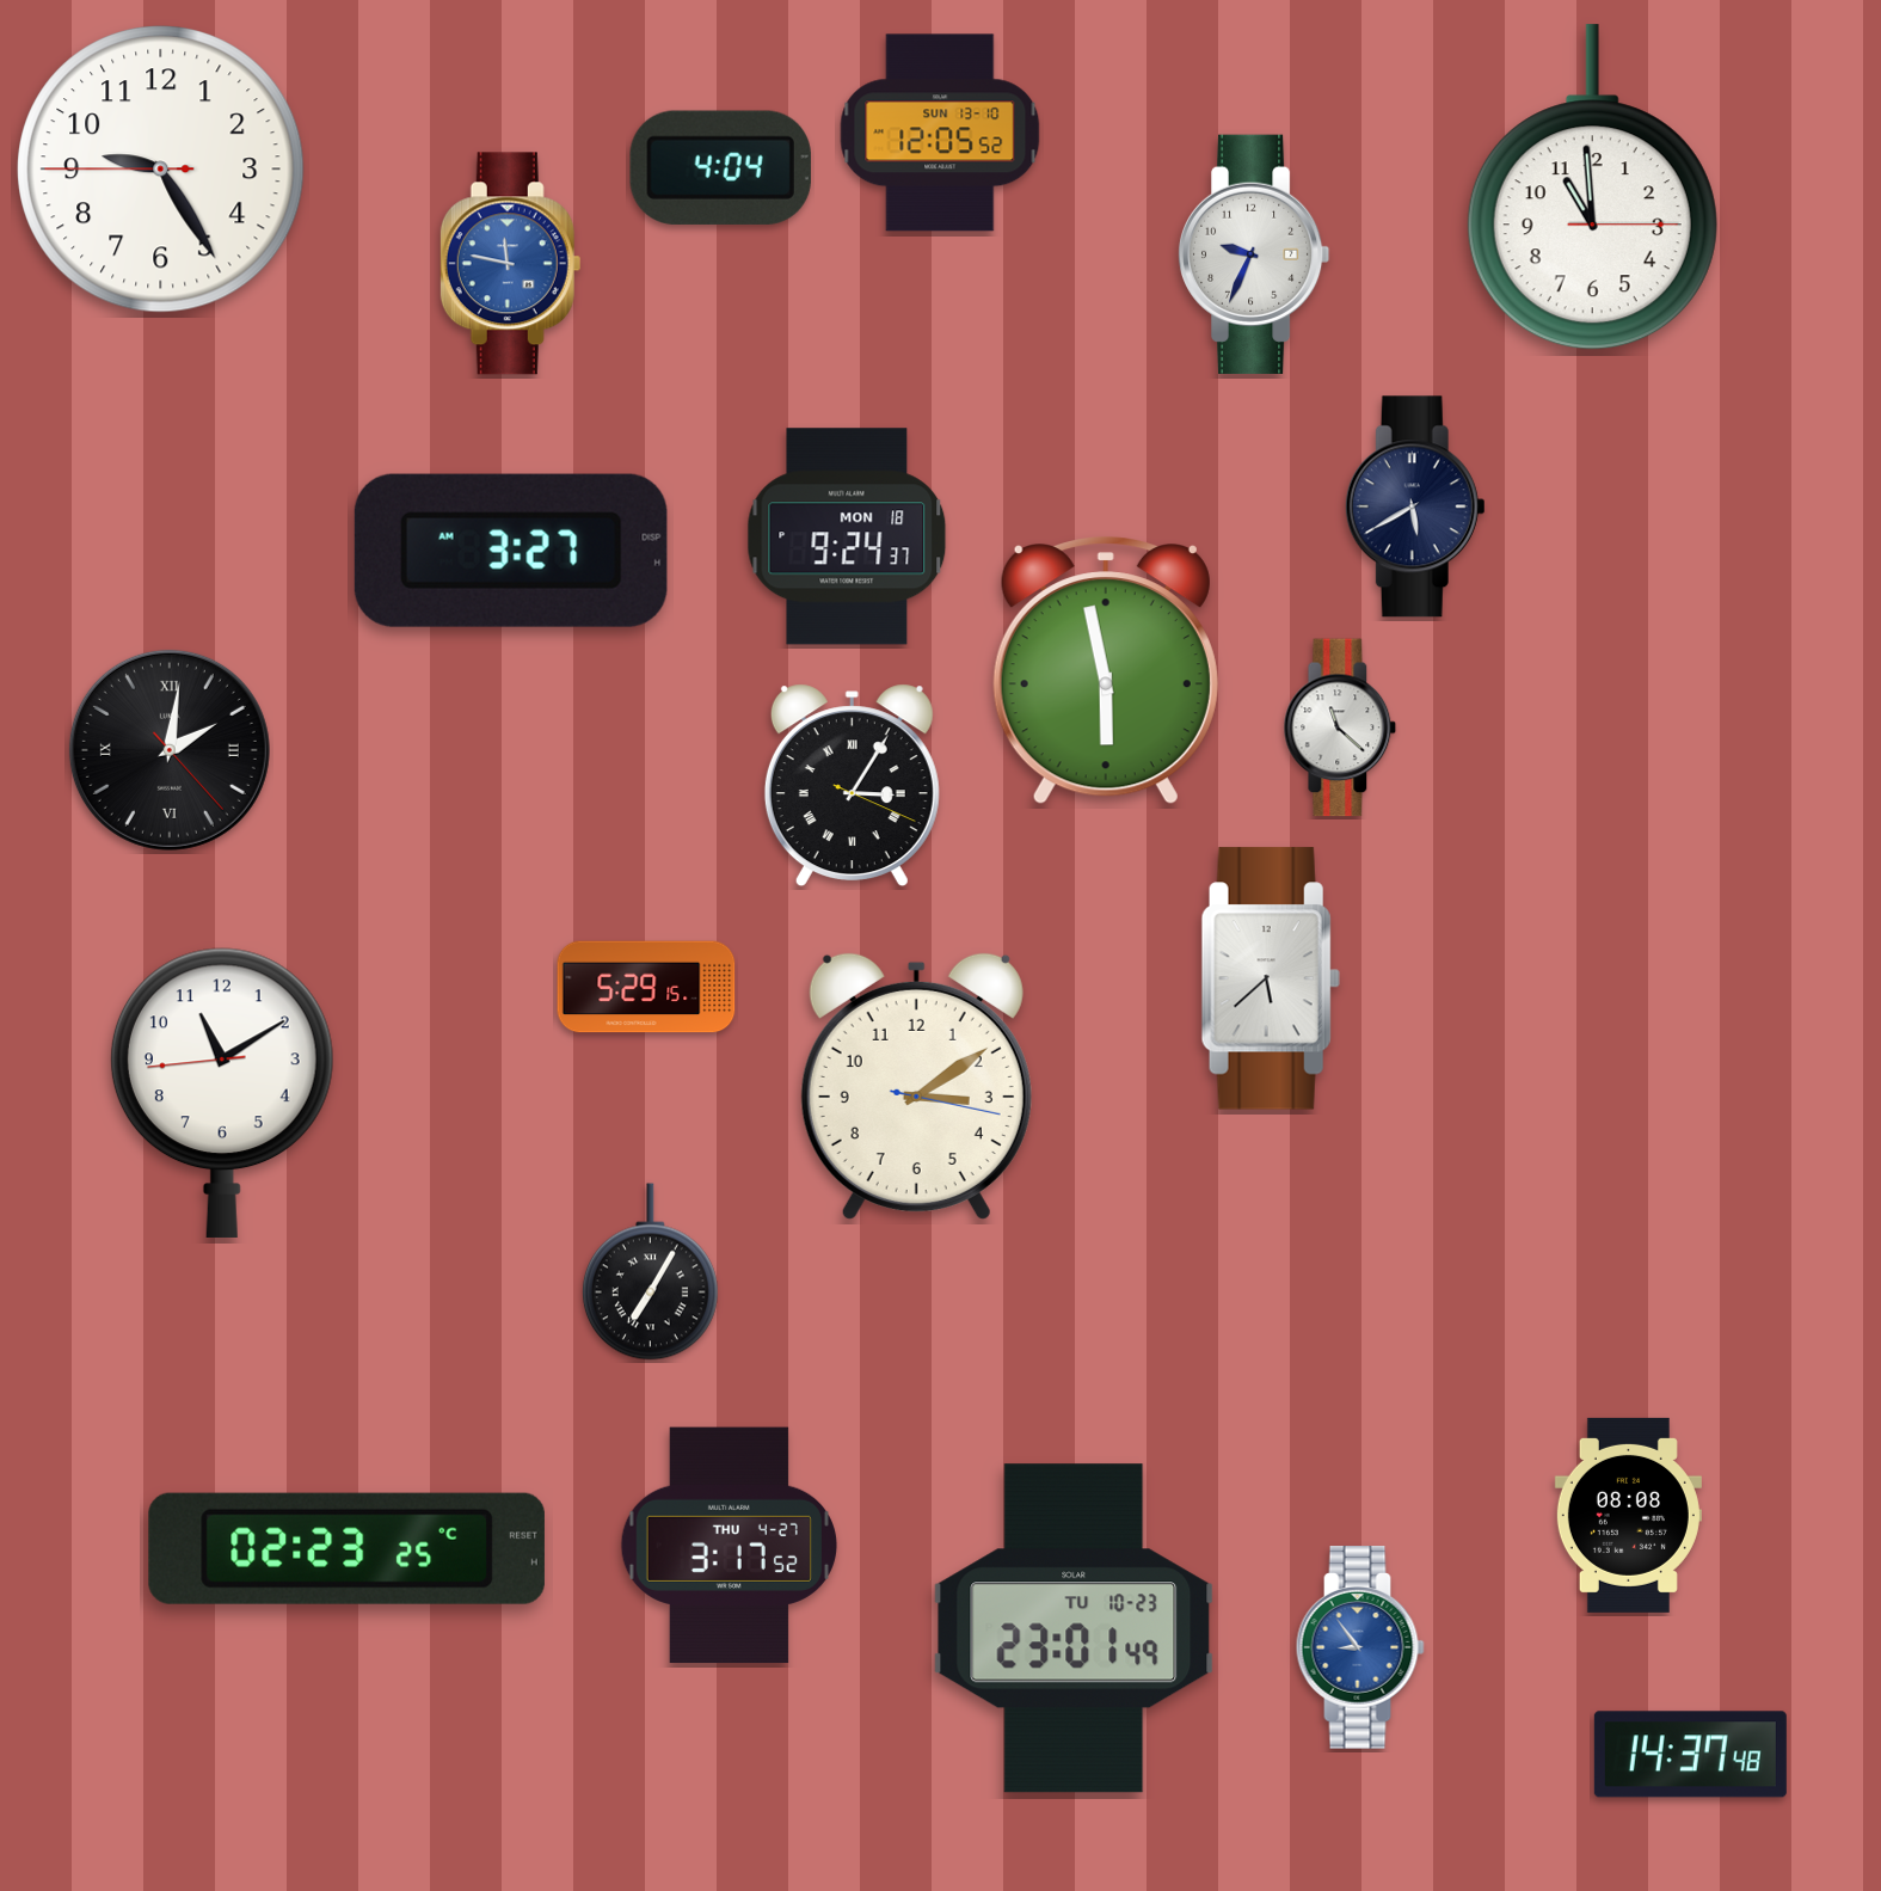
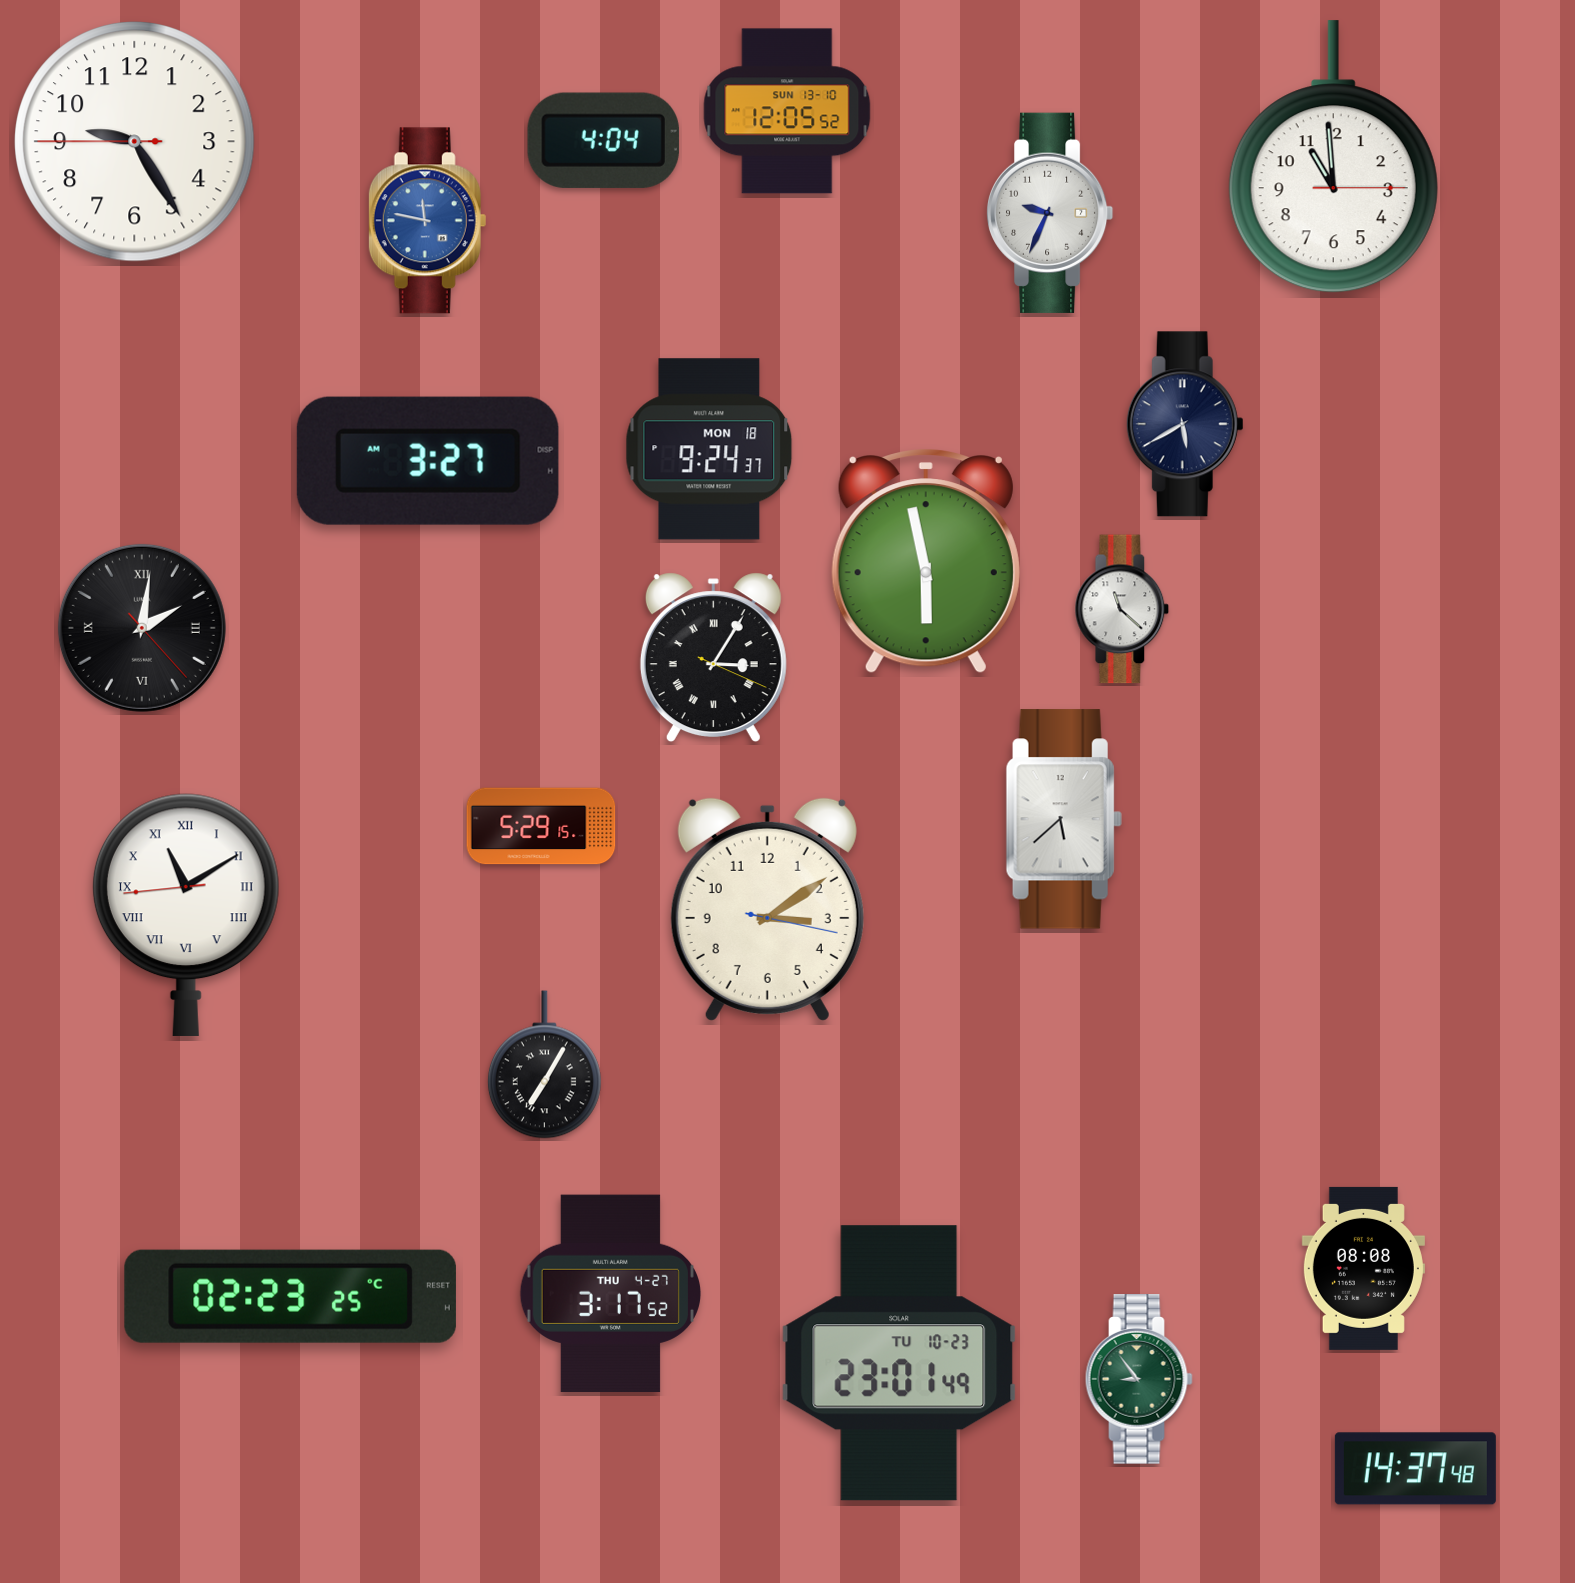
clock at (222, 1093) numerals: Arabic -> Roman
clock at (1360, 1647) dial: blue -> green
